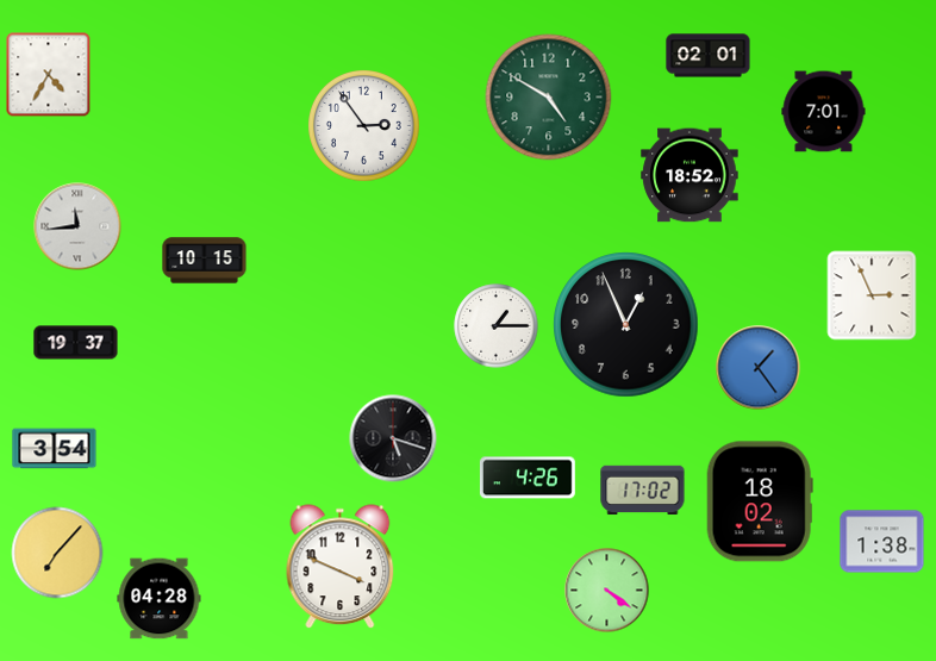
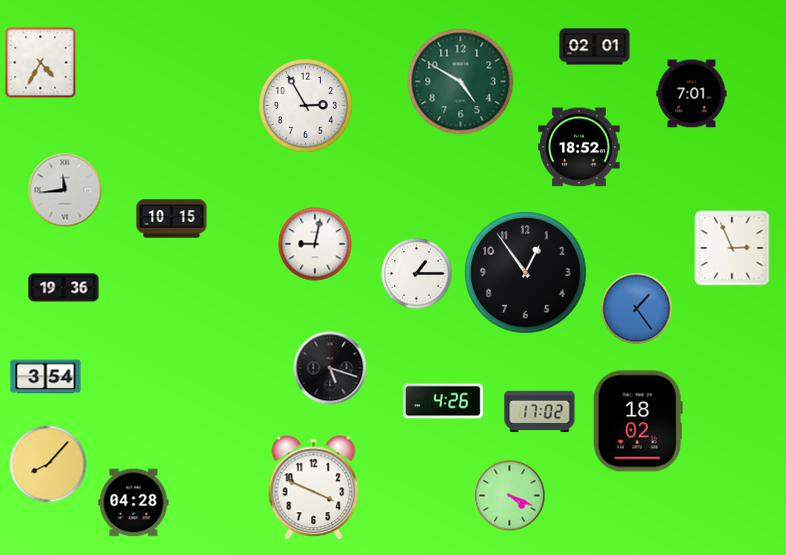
clock at (364, 126): 2:54 -> 2:55
clock at (315, 244): none -> 9:02
clock at (626, 325): 12:56 -> 12:54
clock at (76, 343): 19:37 -> 19:36
clock at (882, 542): 1:38 -> none
clock at (57, 553): 7:07 -> 8:07
clock at (341, 567) position: (341, 567) -> (314, 488)
clock at (607, 591): 4:21 -> 4:19
